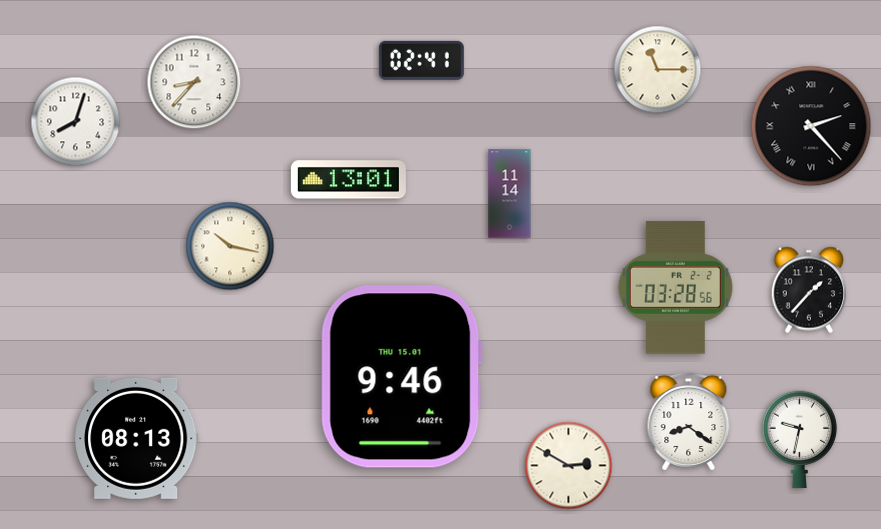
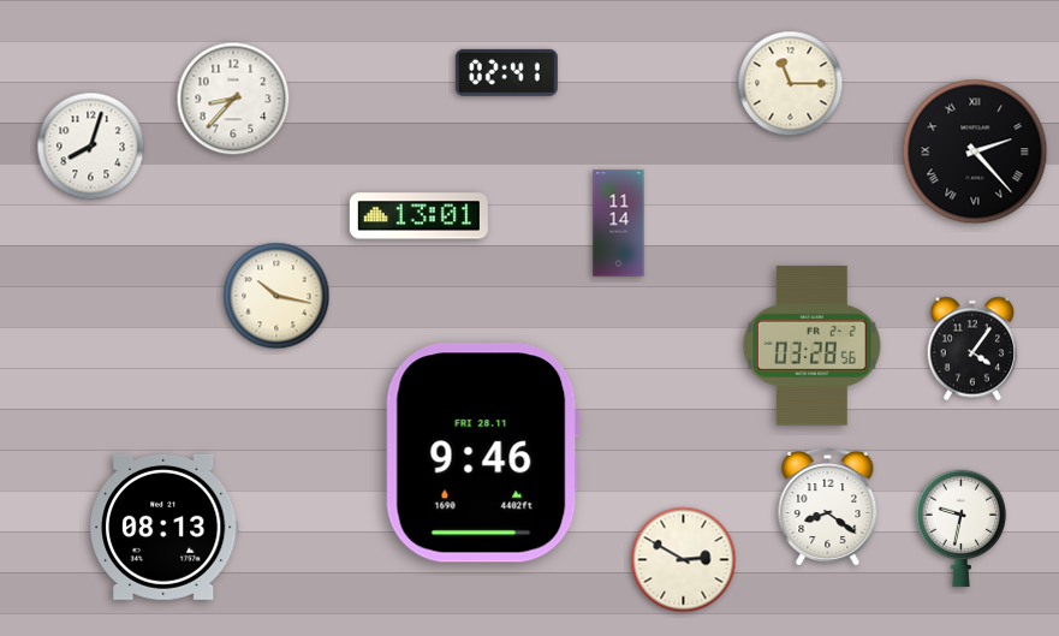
clock at (510, 194) position: (510, 194) -> (619, 224)
clock at (809, 290): 1:37 -> 4:06
clock at (401, 377) date: THU 15.01 -> FRI 28.11
